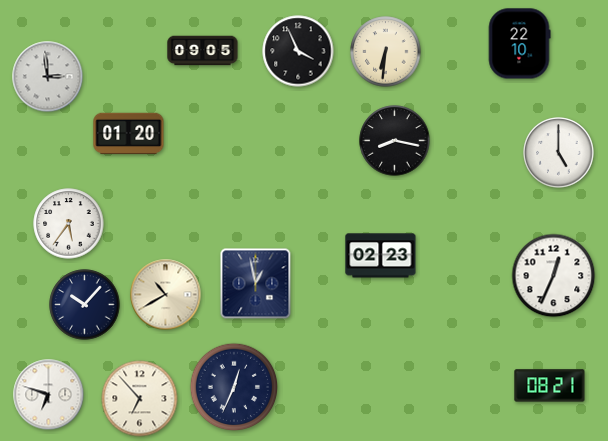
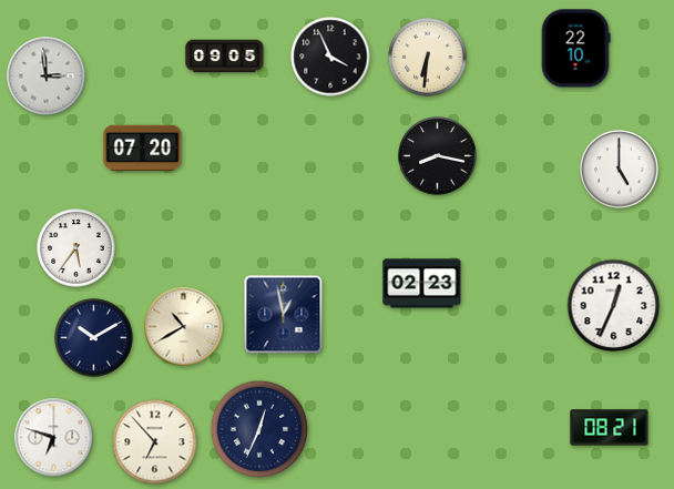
clock at (48, 77) position: (48, 77) -> (47, 77)
clock at (129, 134): 01:20 -> 07:20
clock at (85, 305): 10:07 -> 10:10
